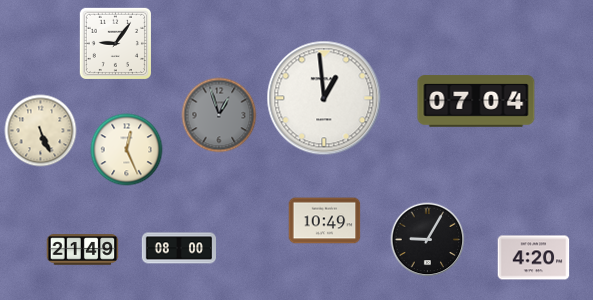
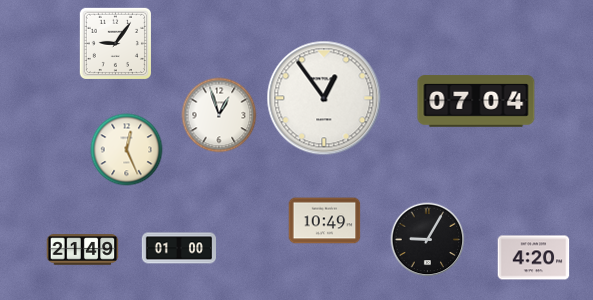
clock at (324, 98): 12:59 -> 12:54
clock at (219, 115) dial: grey -> white
clock at (41, 131): 5:26 -> none
clock at (179, 248): 08:00 -> 01:00
